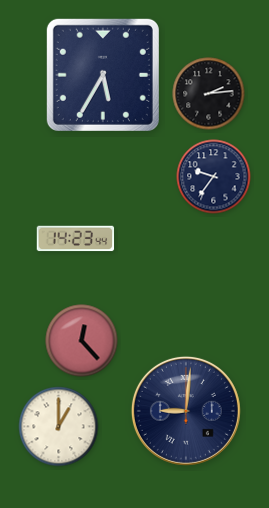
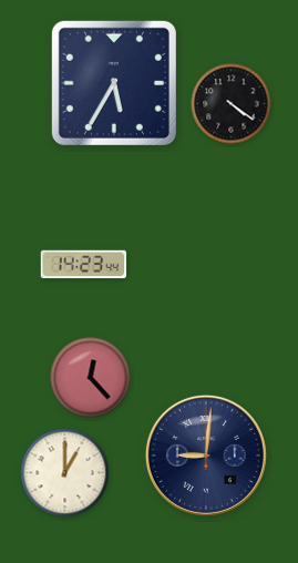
clock at (209, 94): 2:14 -> 4:21
clock at (214, 177): 9:36 -> none
